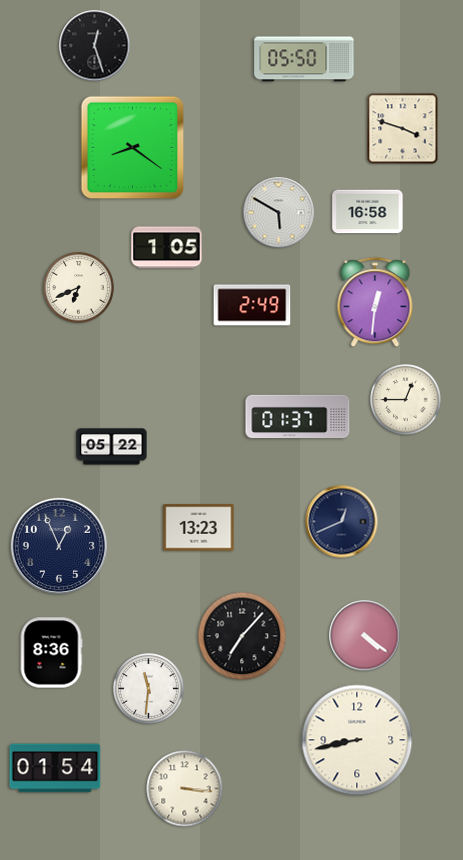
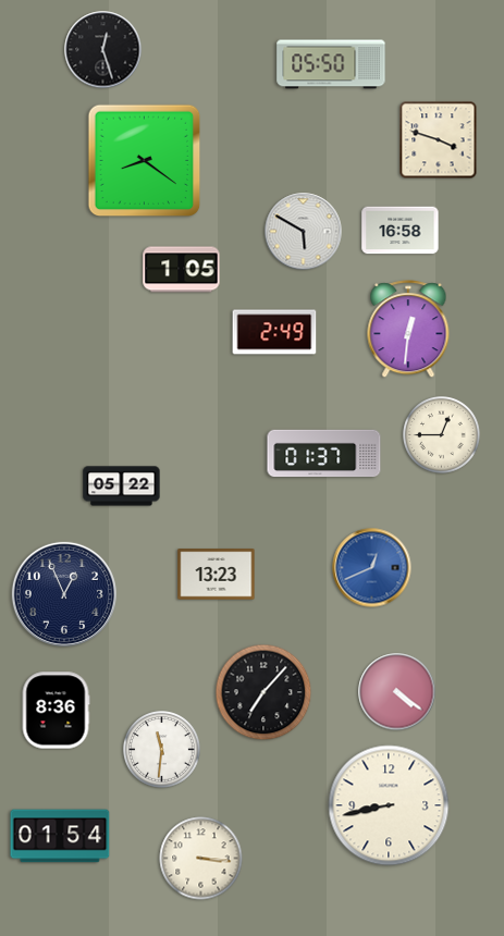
clock at (79, 288): 6:41 -> none
clock at (342, 522) dial: navy -> blue
